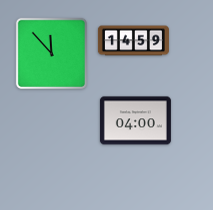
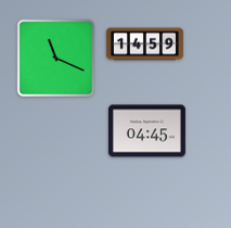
clock at (51, 53): 11:53 -> 11:19
clock at (135, 121): 04:00 -> 04:45
